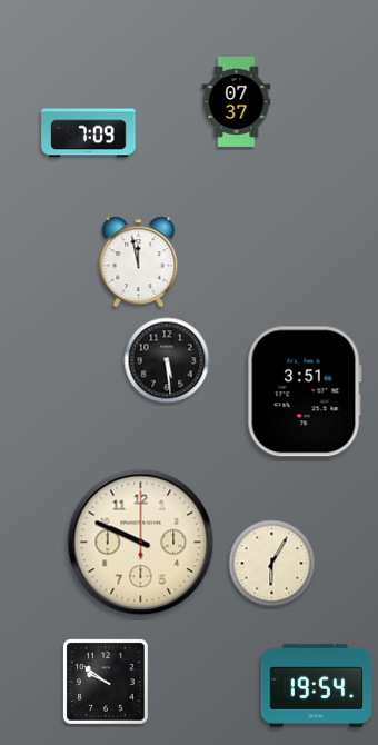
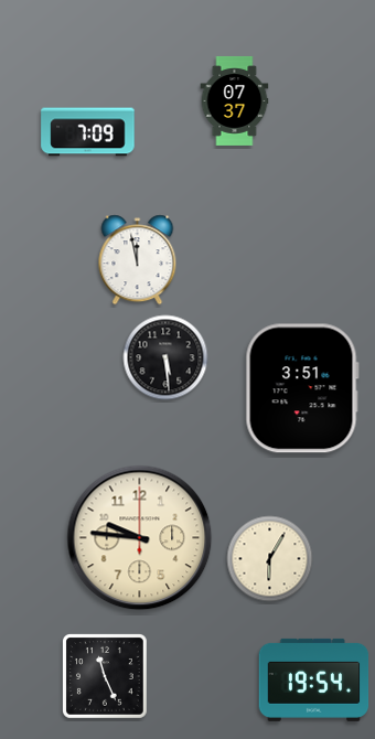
clock at (141, 543): 9:49 -> 9:46
clock at (107, 683): 9:51 -> 11:26
